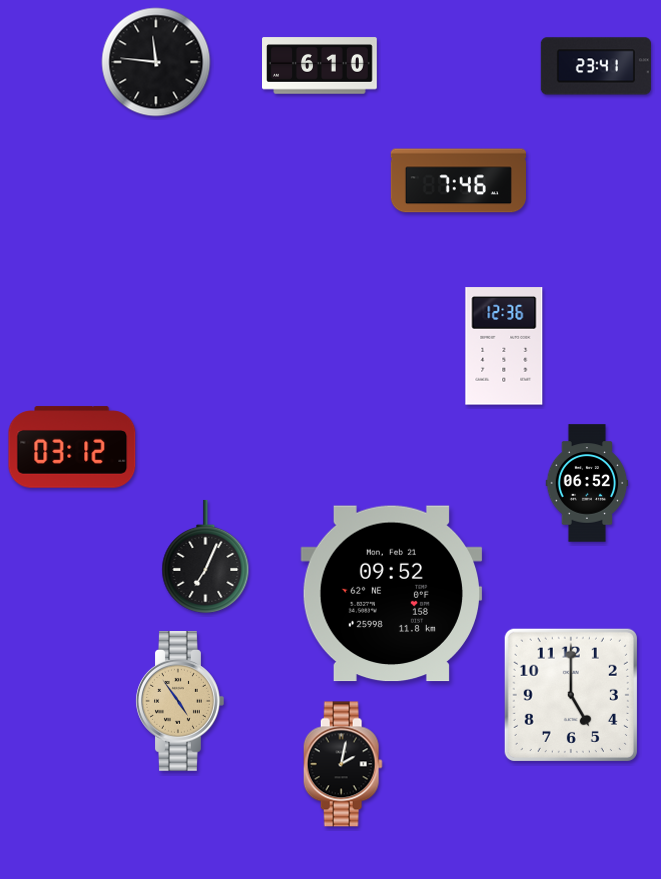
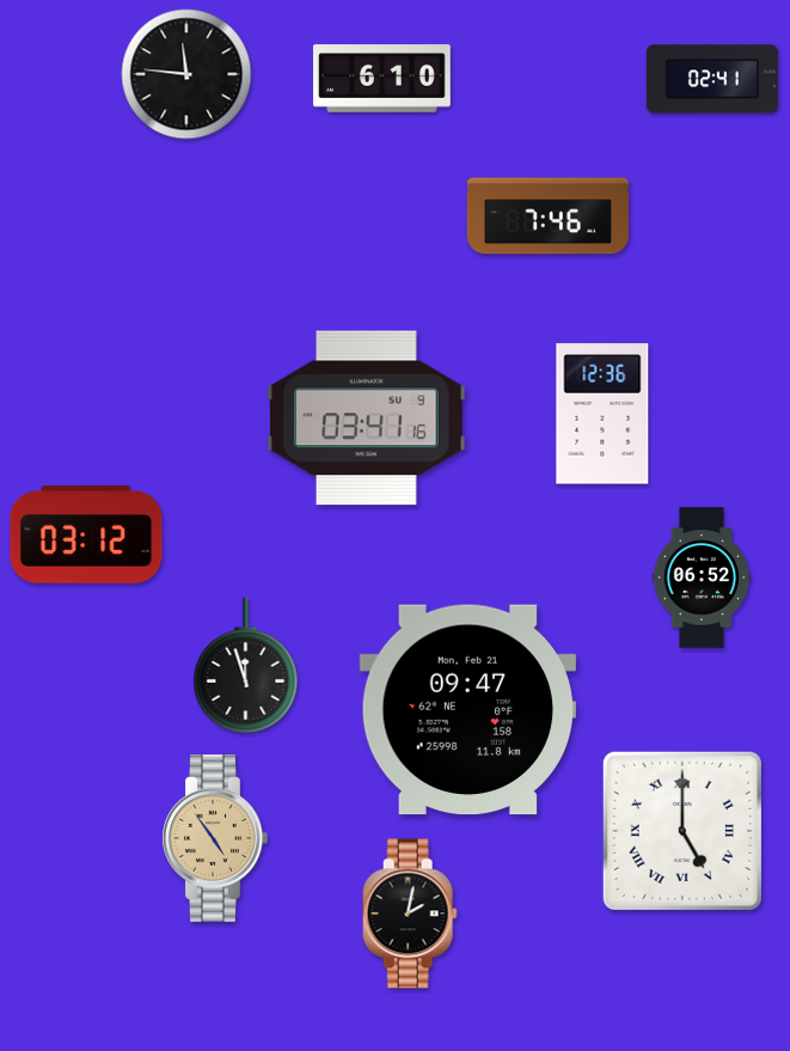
clock at (596, 66): 23:41 -> 02:41
clock at (367, 418): none -> 03:41
clock at (206, 556): 7:04 -> 11:57
clock at (392, 594): 09:52 -> 09:47
clock at (571, 695) numerals: Arabic -> Roman
